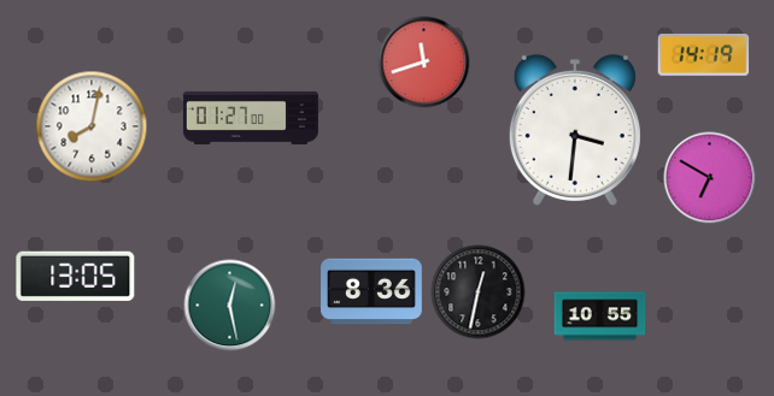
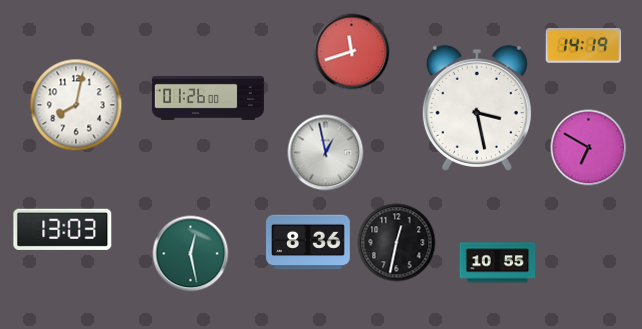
clock at (251, 118): 01:27 -> 01:26
clock at (575, 130): 3:31 -> 3:28
clock at (326, 153): none -> 12:58
clock at (76, 276): 13:05 -> 13:03
